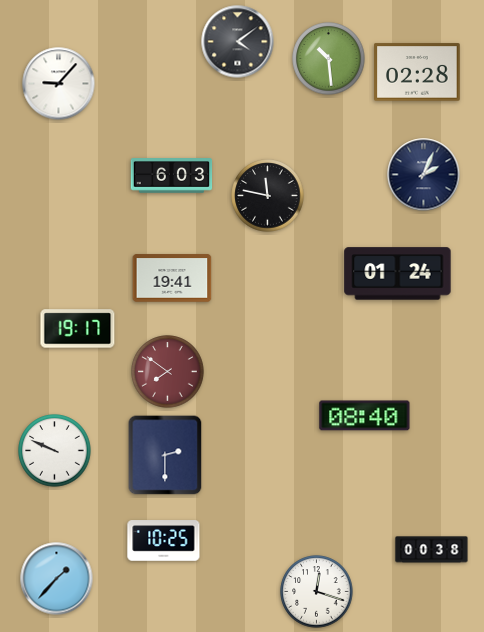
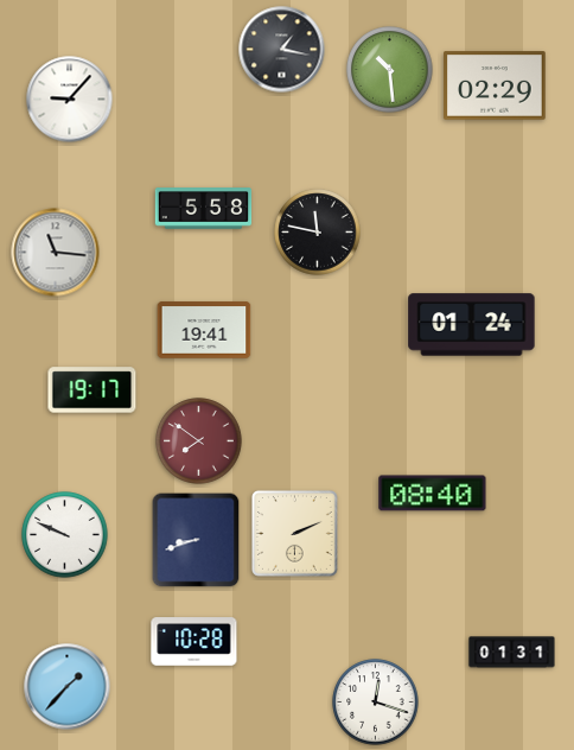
clock at (238, 42): 4:09 -> 1:17
clock at (417, 72): 02:28 -> 02:29
clock at (424, 175): 2:04 -> none
clock at (172, 176): 6:03 -> 5:58
clock at (56, 253): none -> 11:16
clock at (294, 533): none -> 2:11
clock at (165, 455): 2:30 -> 8:42
clock at (164, 541): 10:25 -> 10:28
clock at (432, 550): 00:38 -> 01:31
